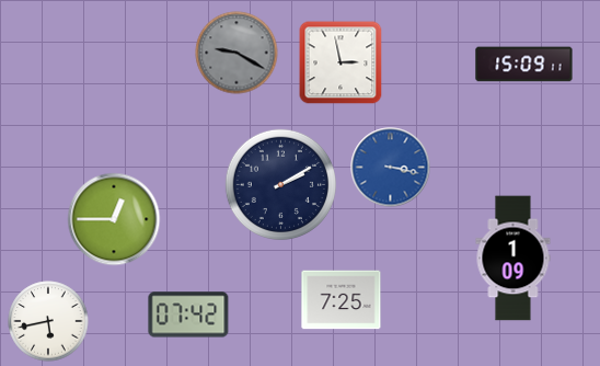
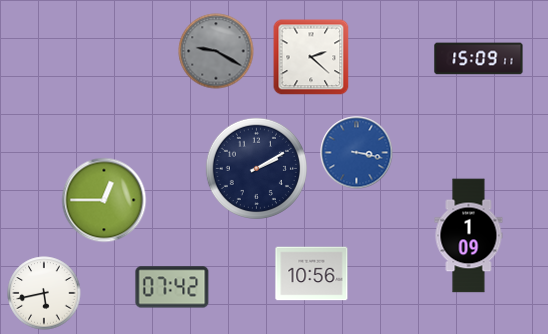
clock at (236, 53) position: (236, 53) -> (216, 51)
clock at (341, 62): 2:58 -> 2:22
clock at (342, 300): 7:25 -> 10:56
